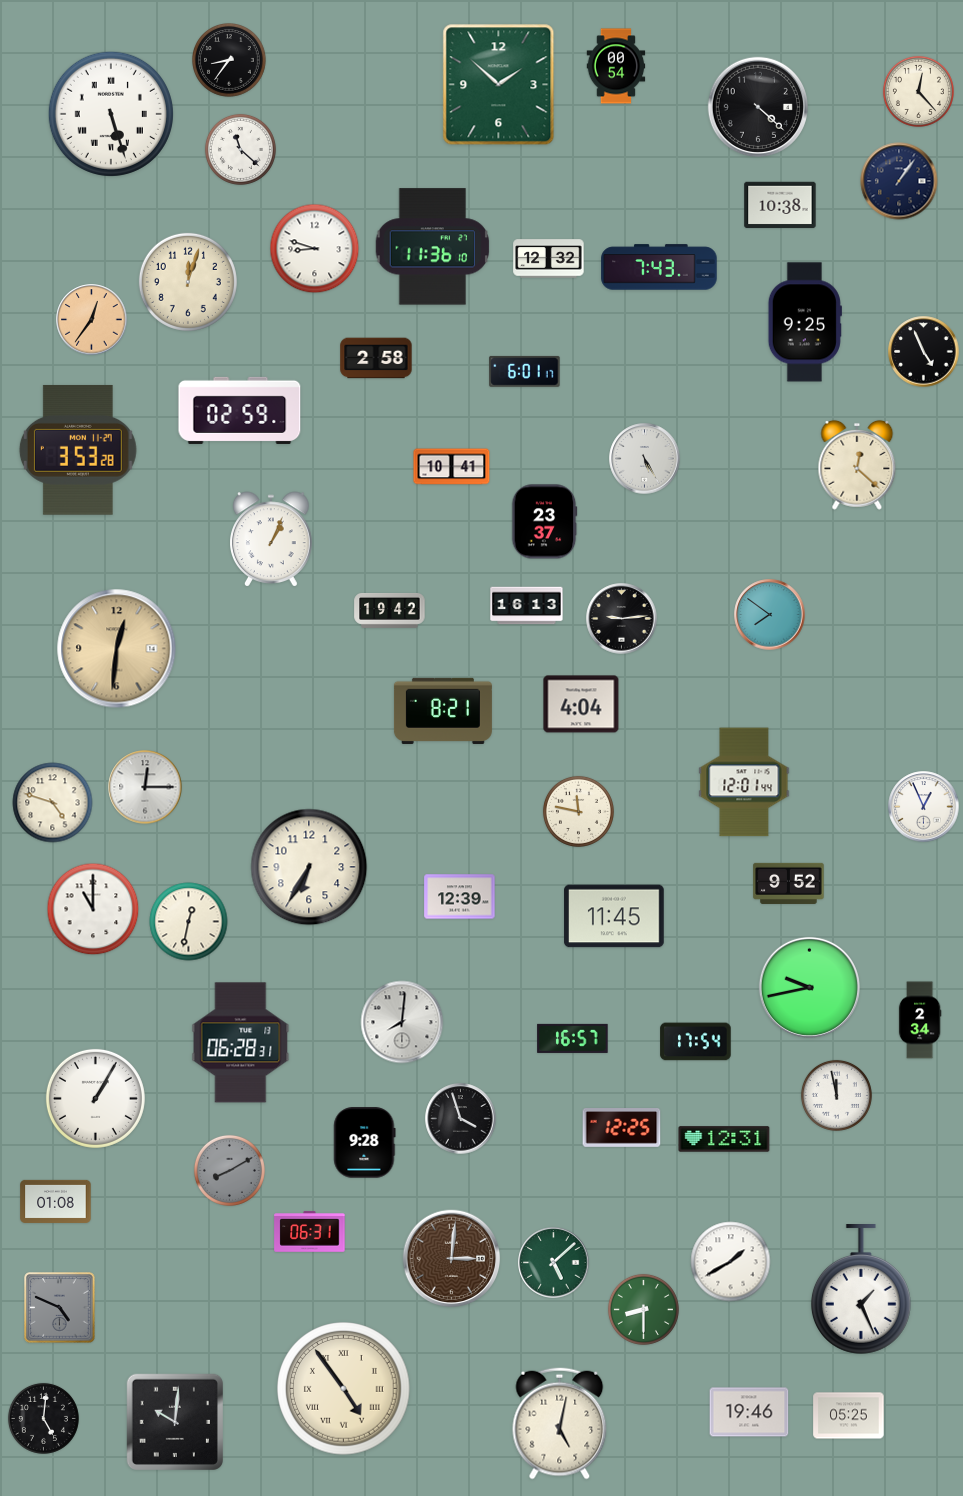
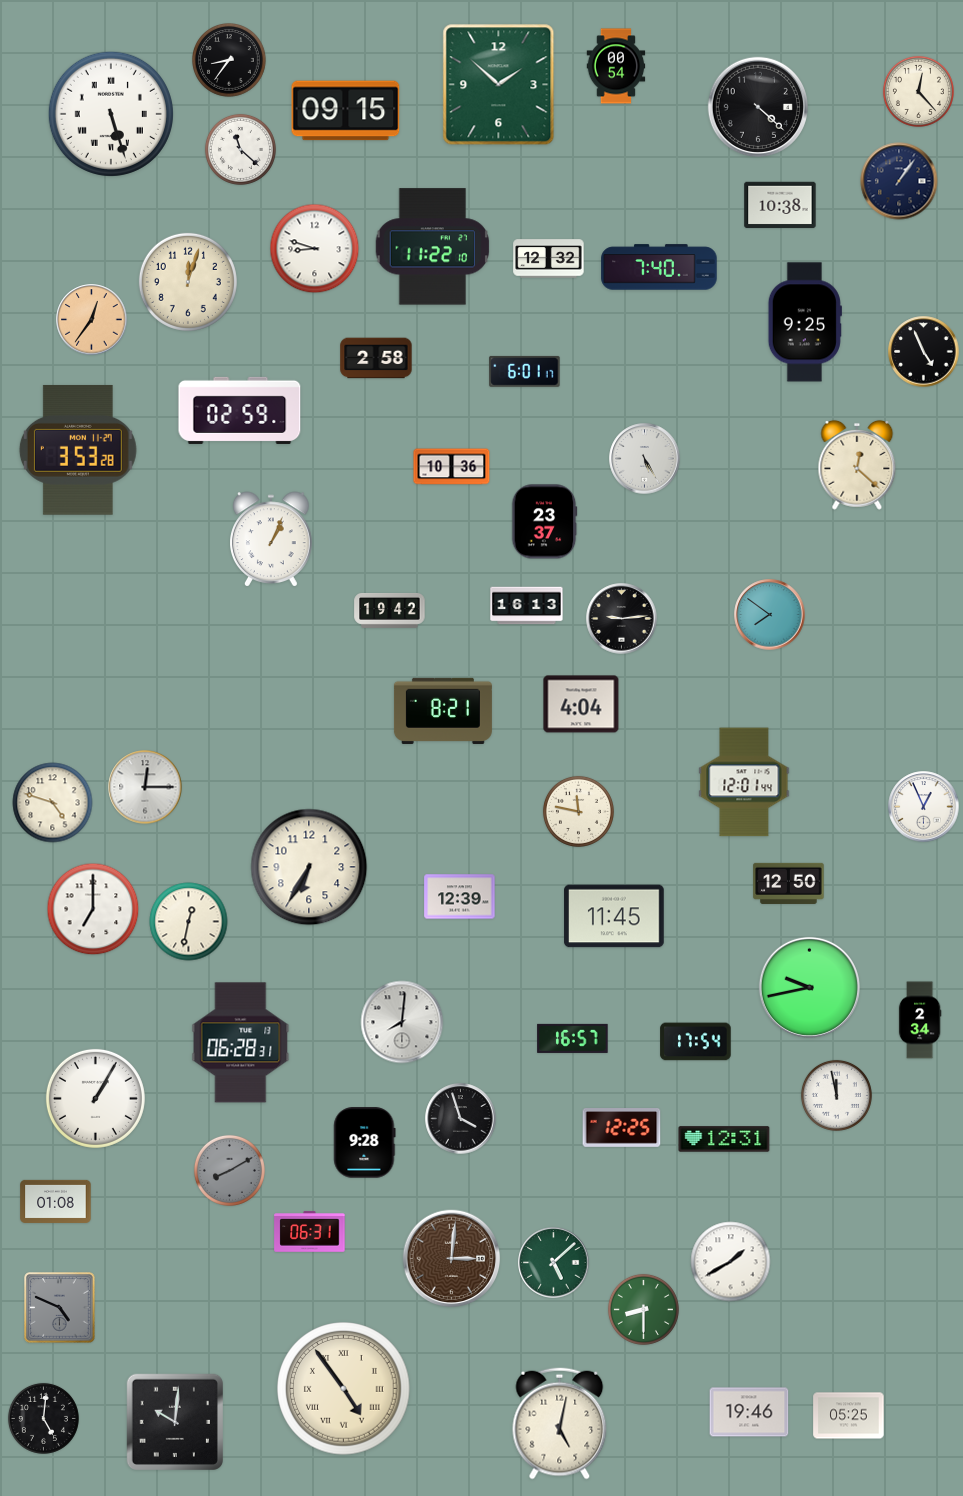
clock at (346, 111): none -> 09:15
clock at (433, 247): 11:36 -> 11:22
clock at (659, 267): 7:43 -> 7:40
clock at (452, 467): 10:41 -> 10:36
clock at (117, 649): 12:31 -> none
clock at (789, 883): 9:52 -> 12:50
clock at (93, 909): 11:00 -> 7:00
clock at (861, 1290): 1:26 -> none
